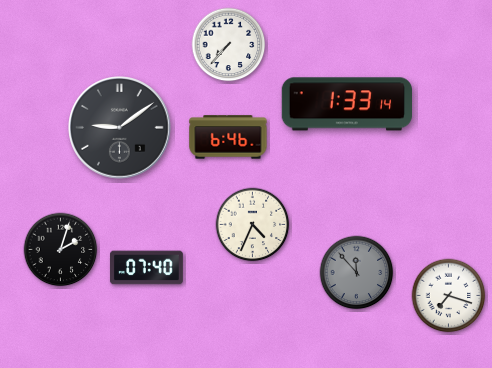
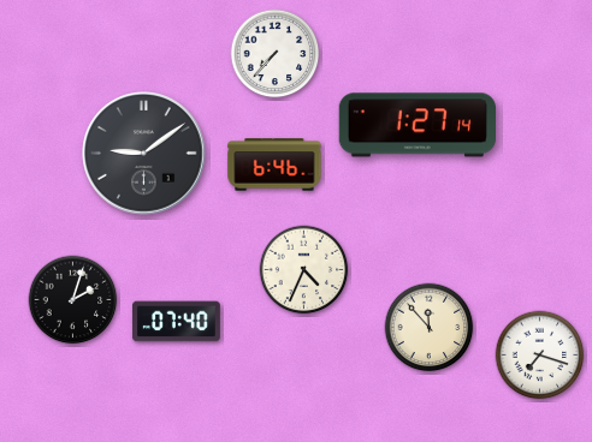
clock at (346, 104): 1:33 -> 1:27
clock at (357, 273) dial: grey -> cream
